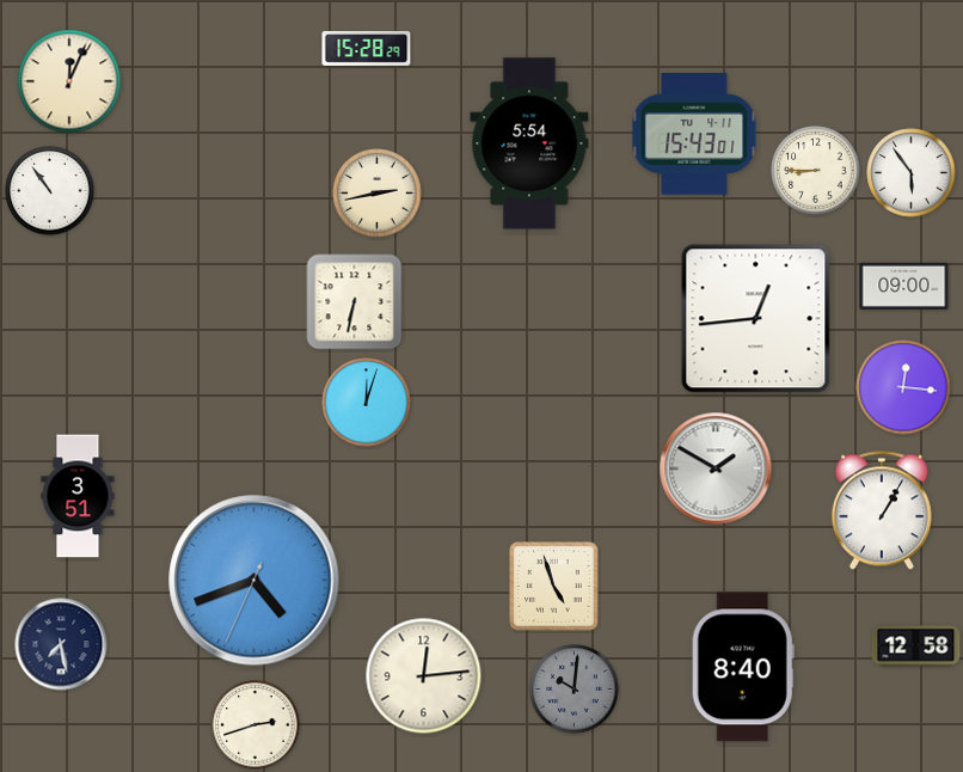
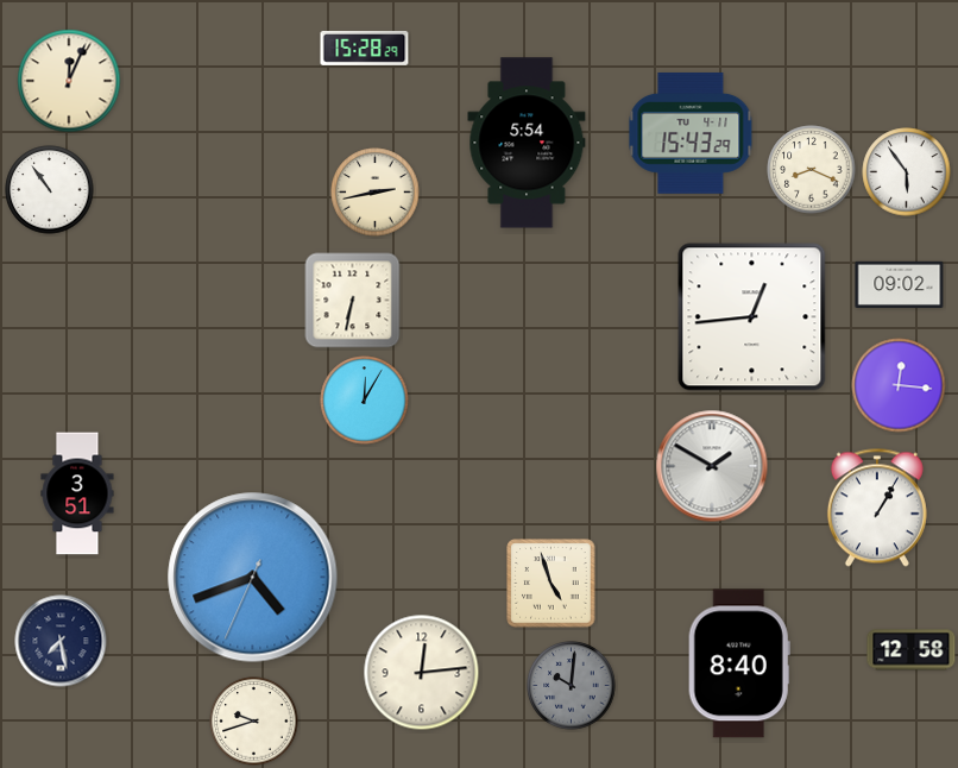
clock at (694, 134): 15:43:01 -> 15:43:29
clock at (816, 171): 8:45 -> 8:19
clock at (904, 286): 09:00 -> 09:02
clock at (367, 403): 12:03 -> 12:05
clock at (916, 647) position: (916, 647) -> (912, 650)
clock at (256, 725): 2:42 -> 9:42
